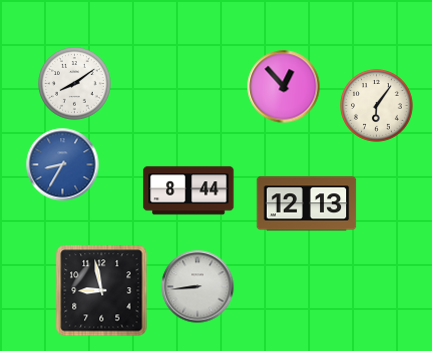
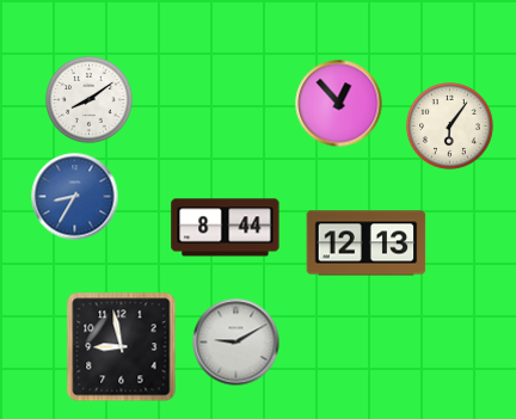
clock at (198, 287): 8:44 -> 9:10
